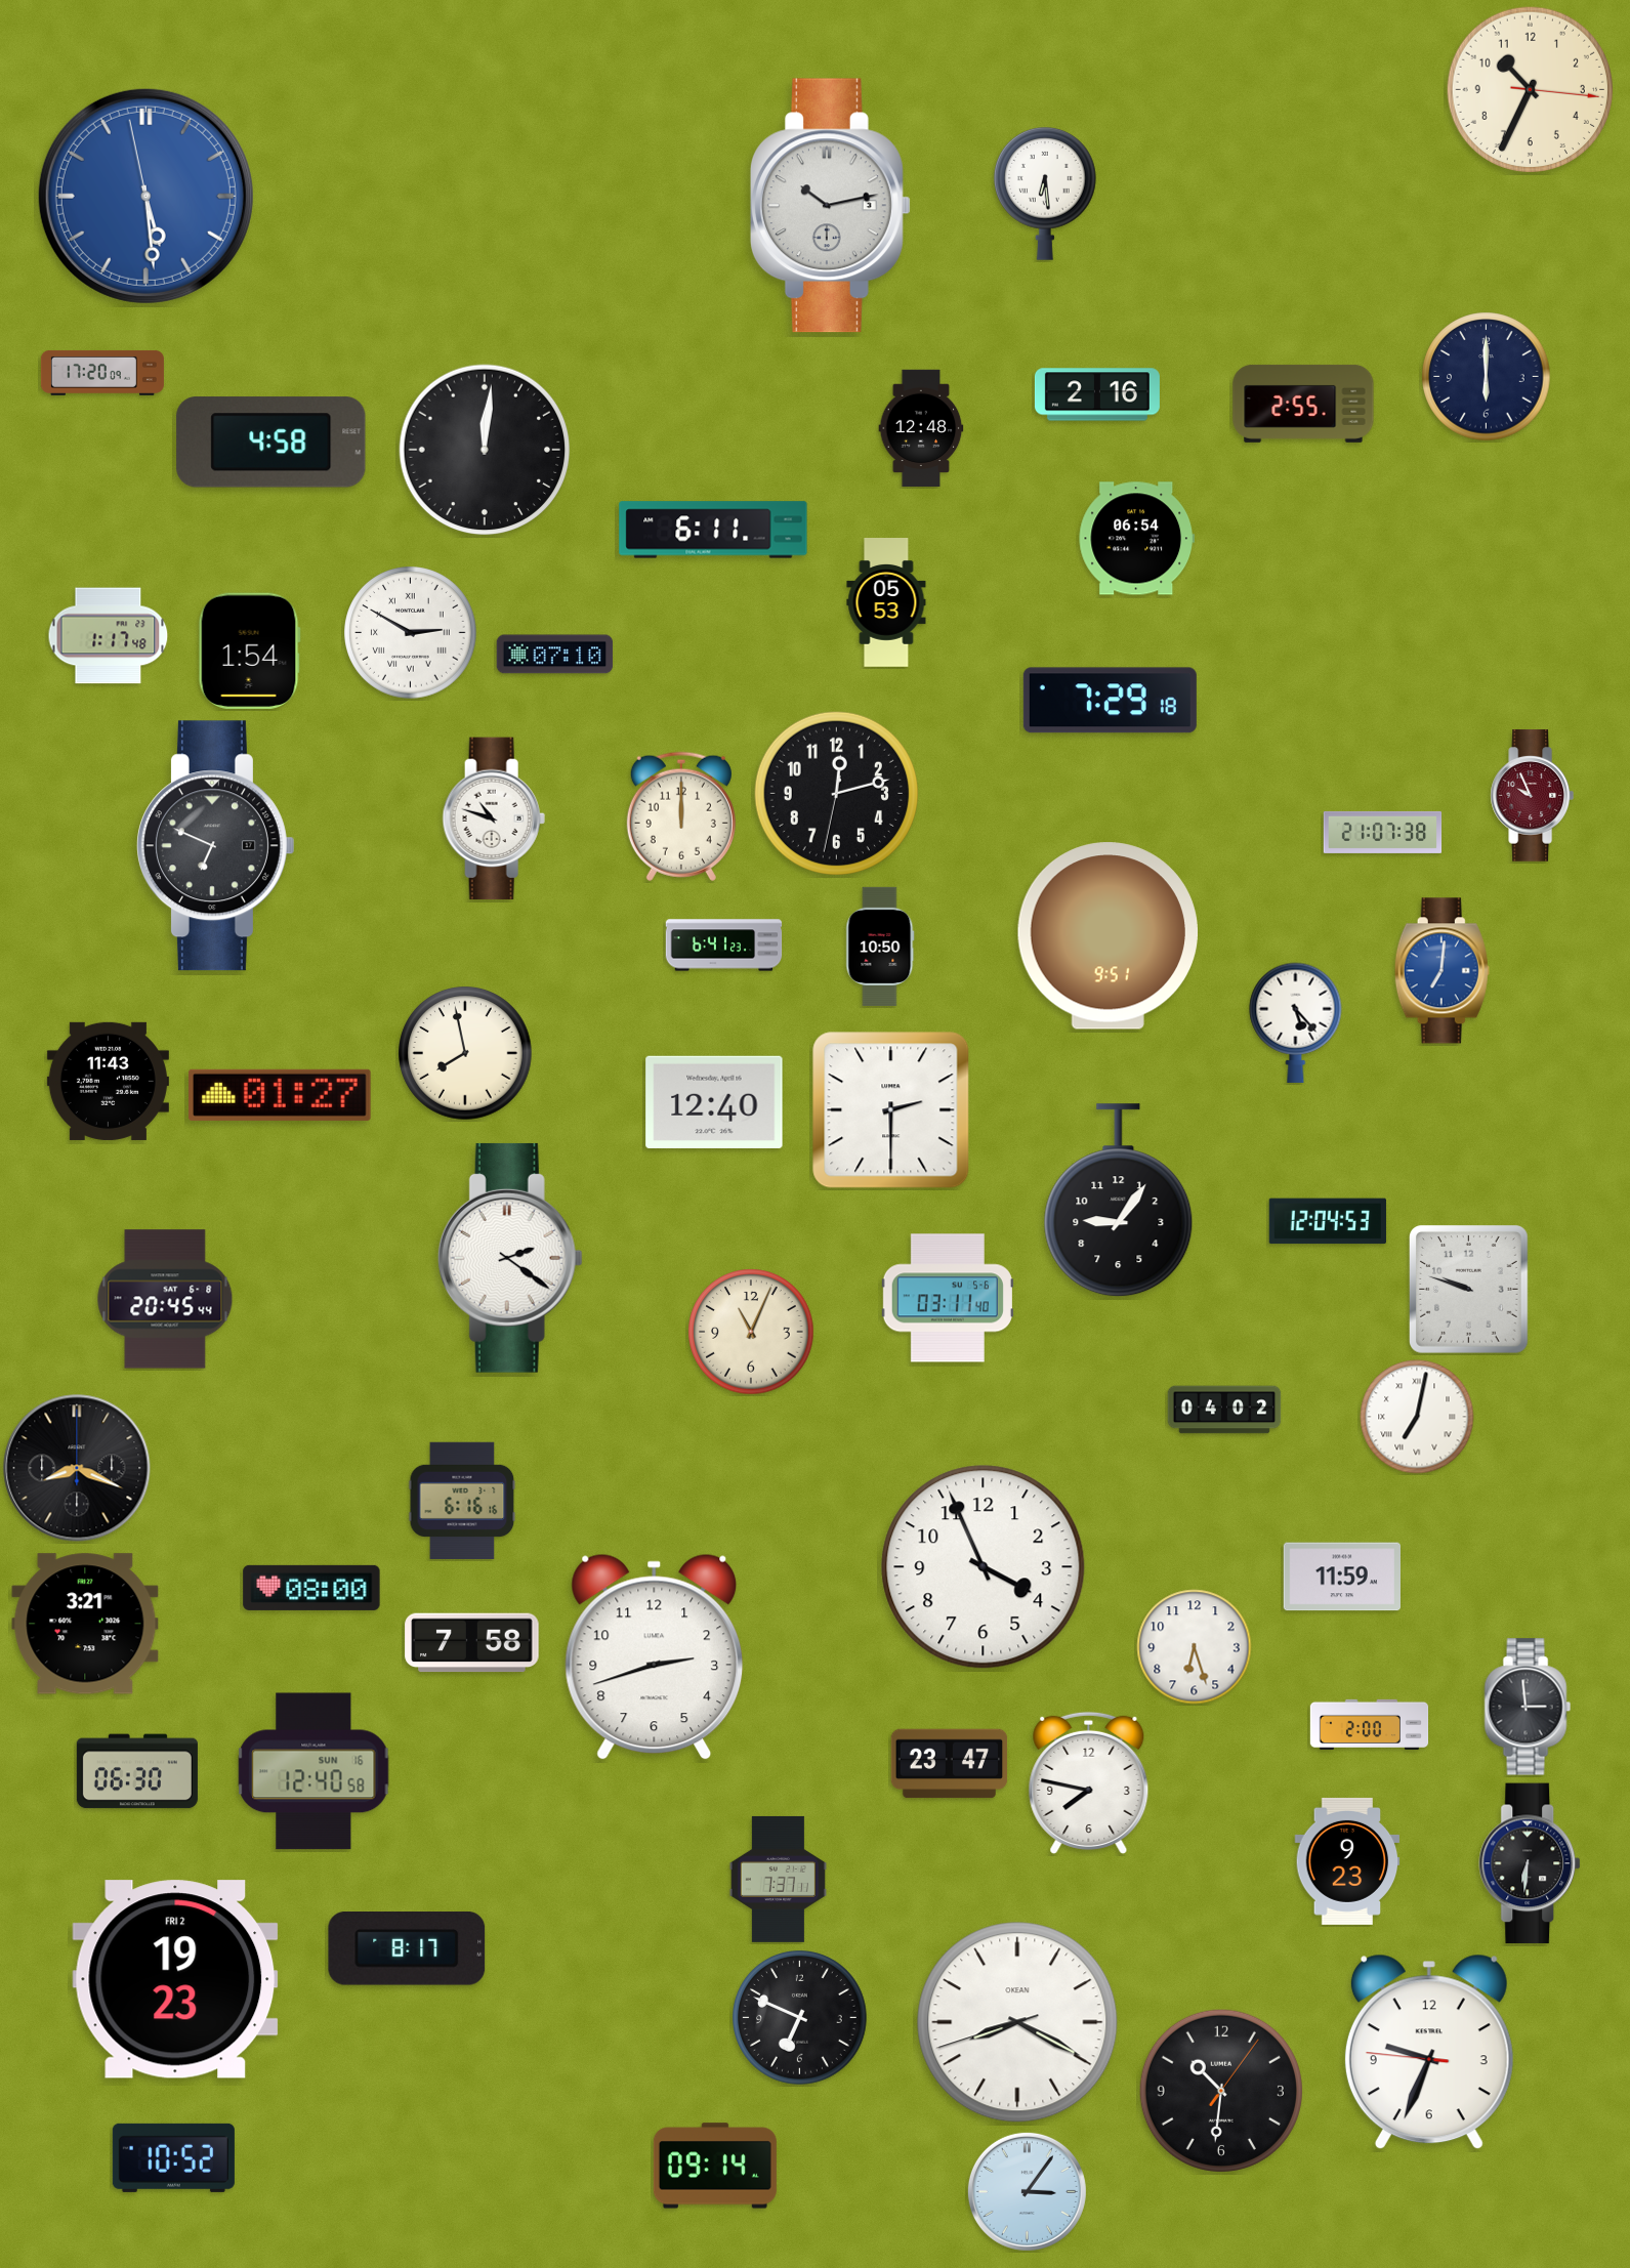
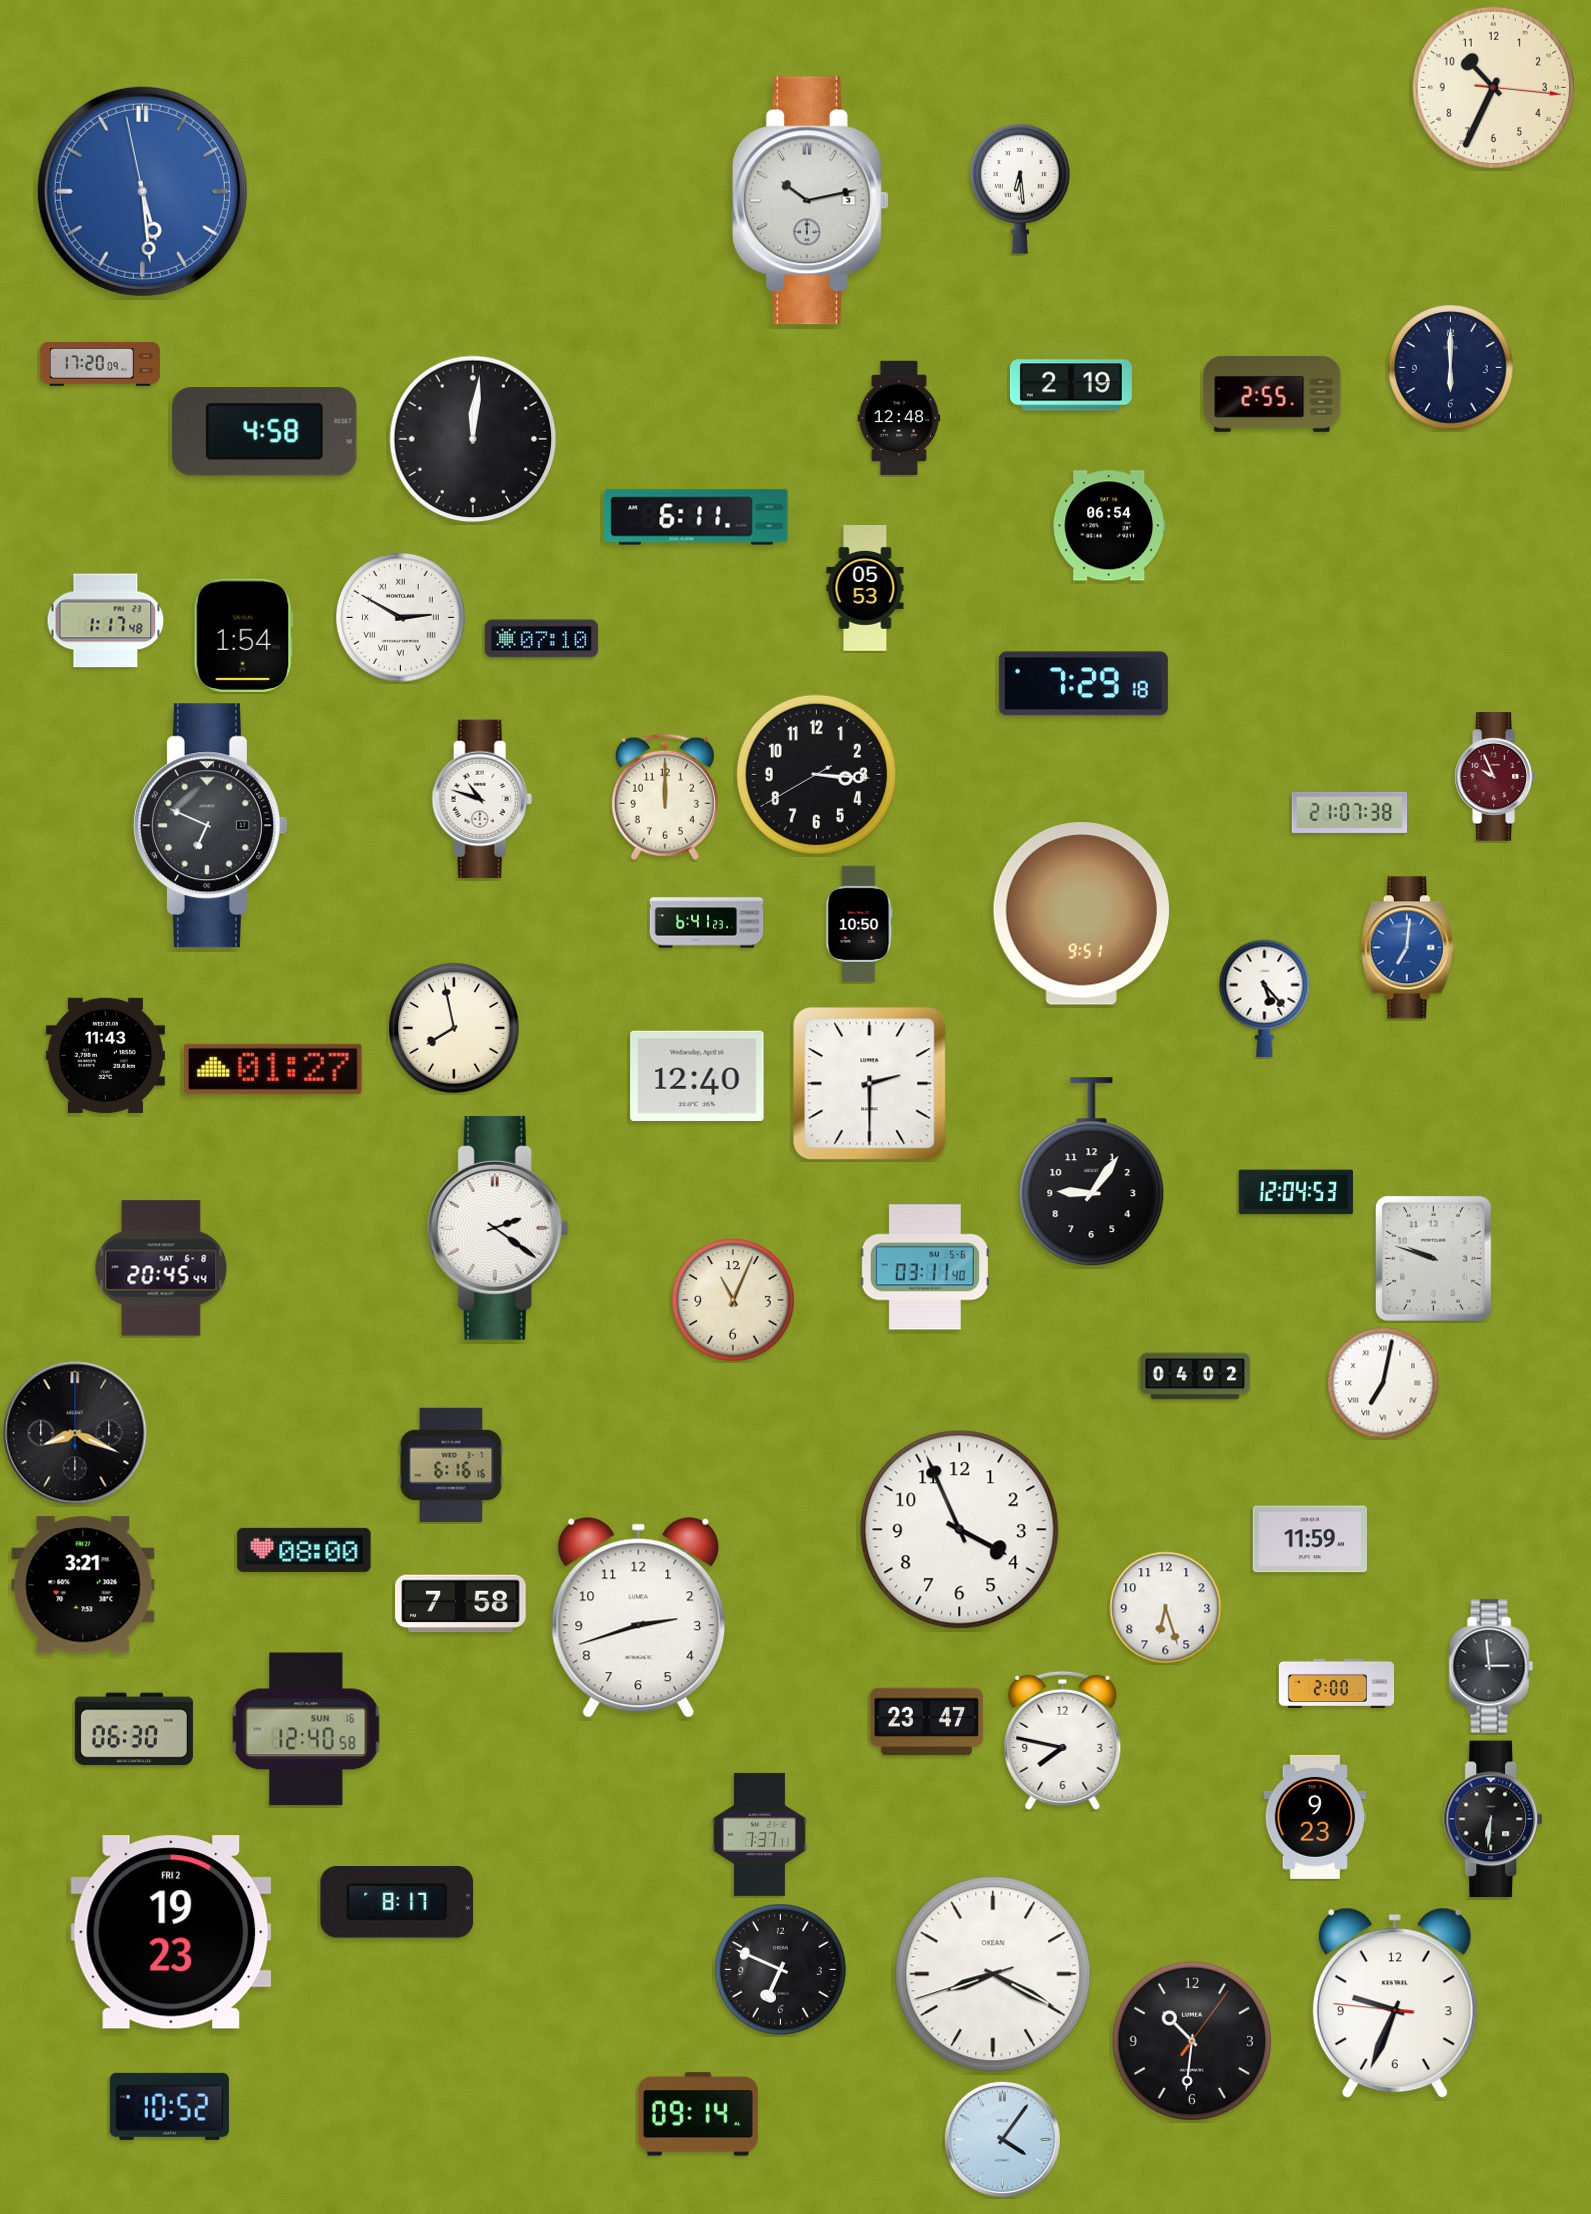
clock at (1097, 394): 2:16 -> 2:19
clock at (836, 793): 12:12 -> 3:15
clock at (1027, 2191): 3:06 -> 4:06
